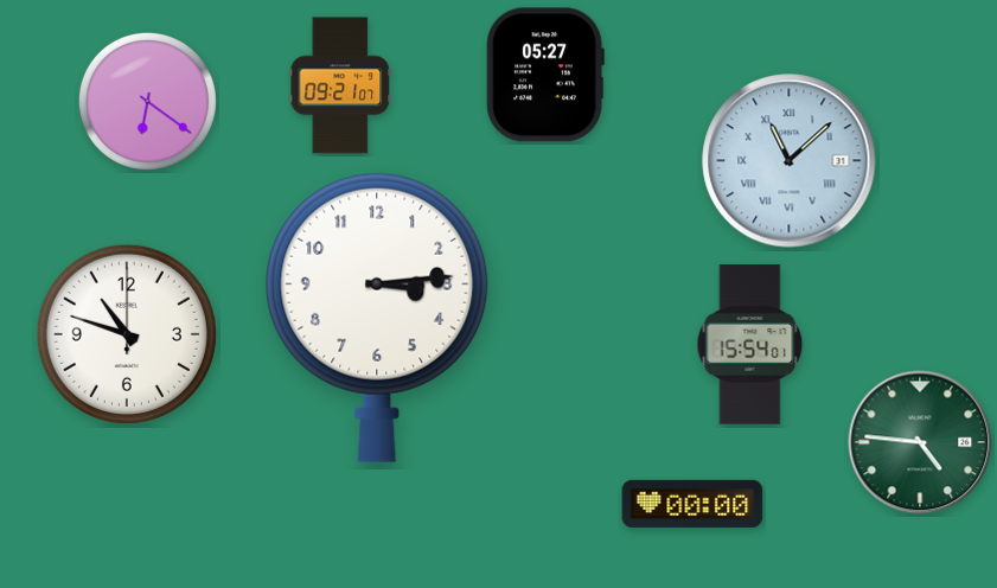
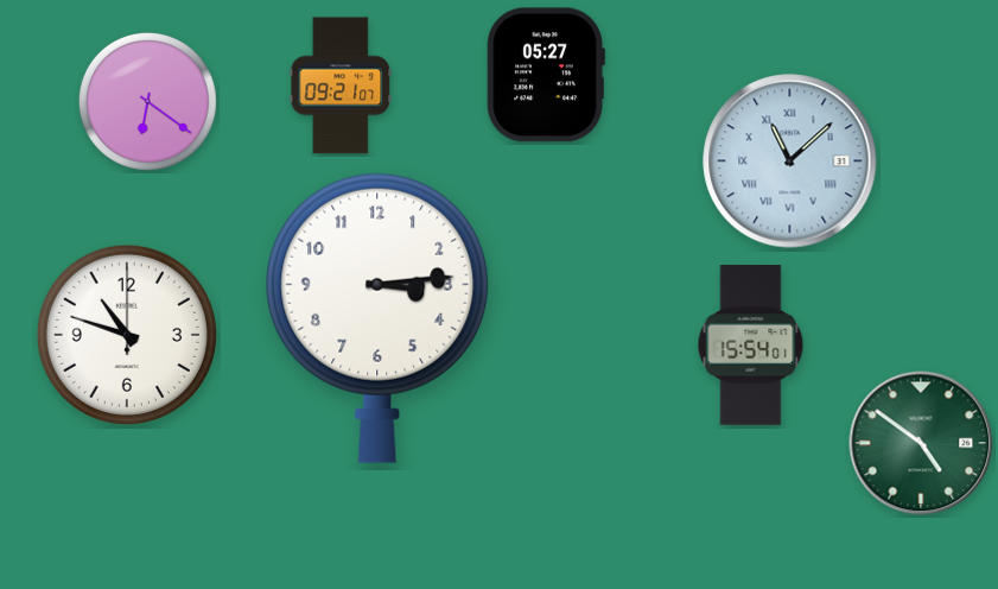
clock at (920, 442): 4:46 -> 4:51
clock at (692, 504): 00:00 -> none
